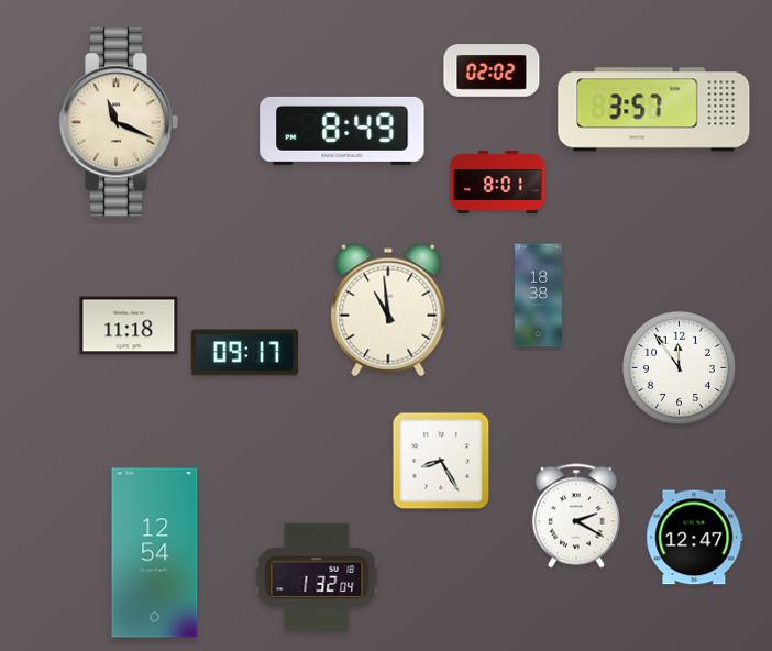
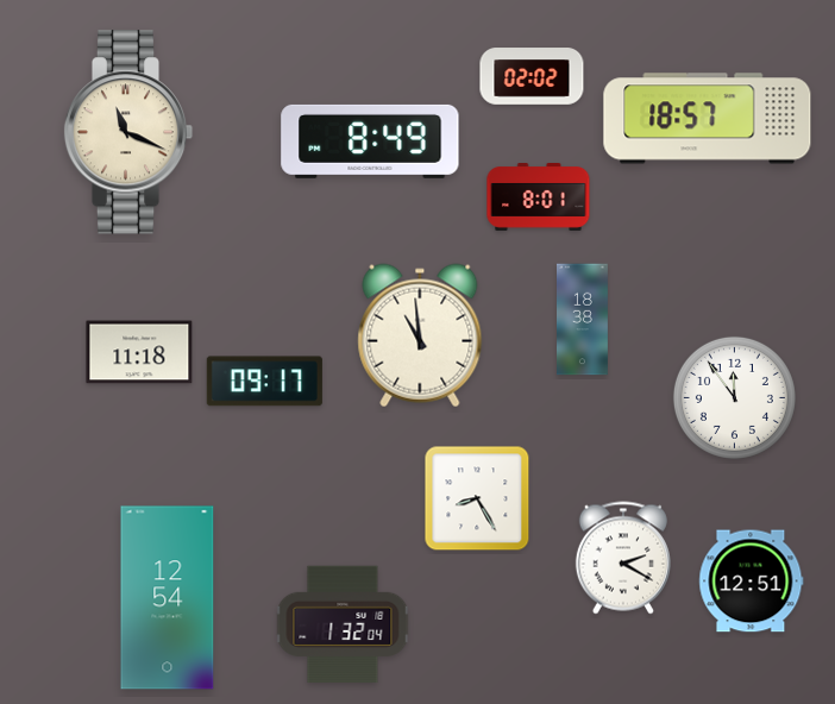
clock at (654, 110): 3:57 -> 18:57
clock at (695, 538): 12:47 -> 12:51
